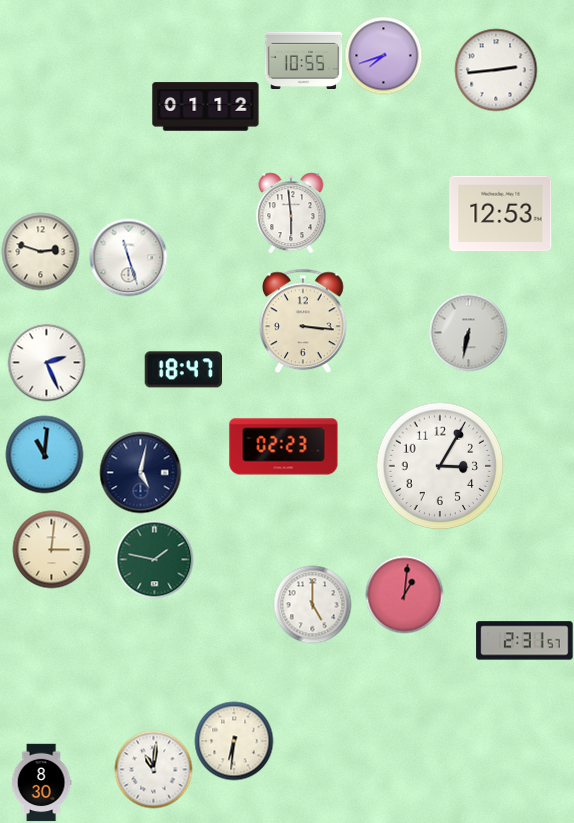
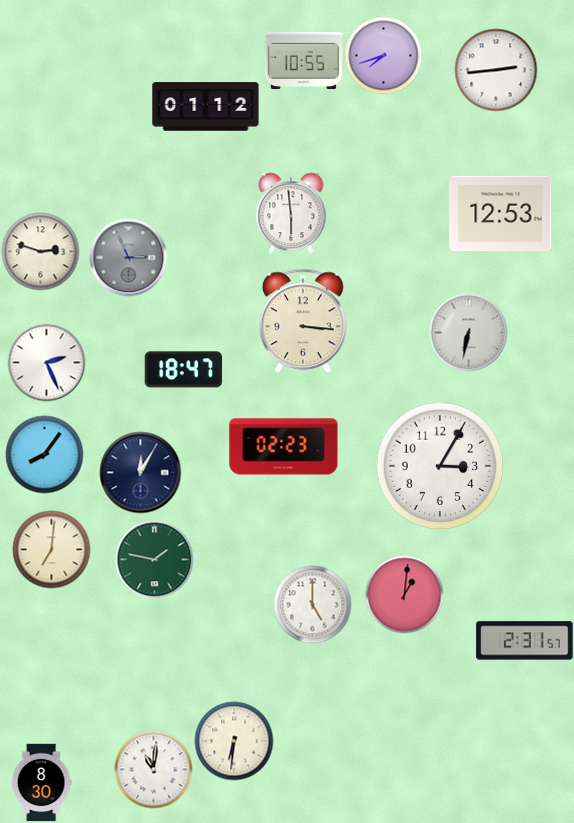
clock at (128, 257): 11:27 -> 2:56
clock at (128, 257) dial: white -> grey
clock at (44, 454): 11:01 -> 8:06
clock at (140, 472): 5:02 -> 12:05
clock at (51, 549): 3:01 -> 7:01
